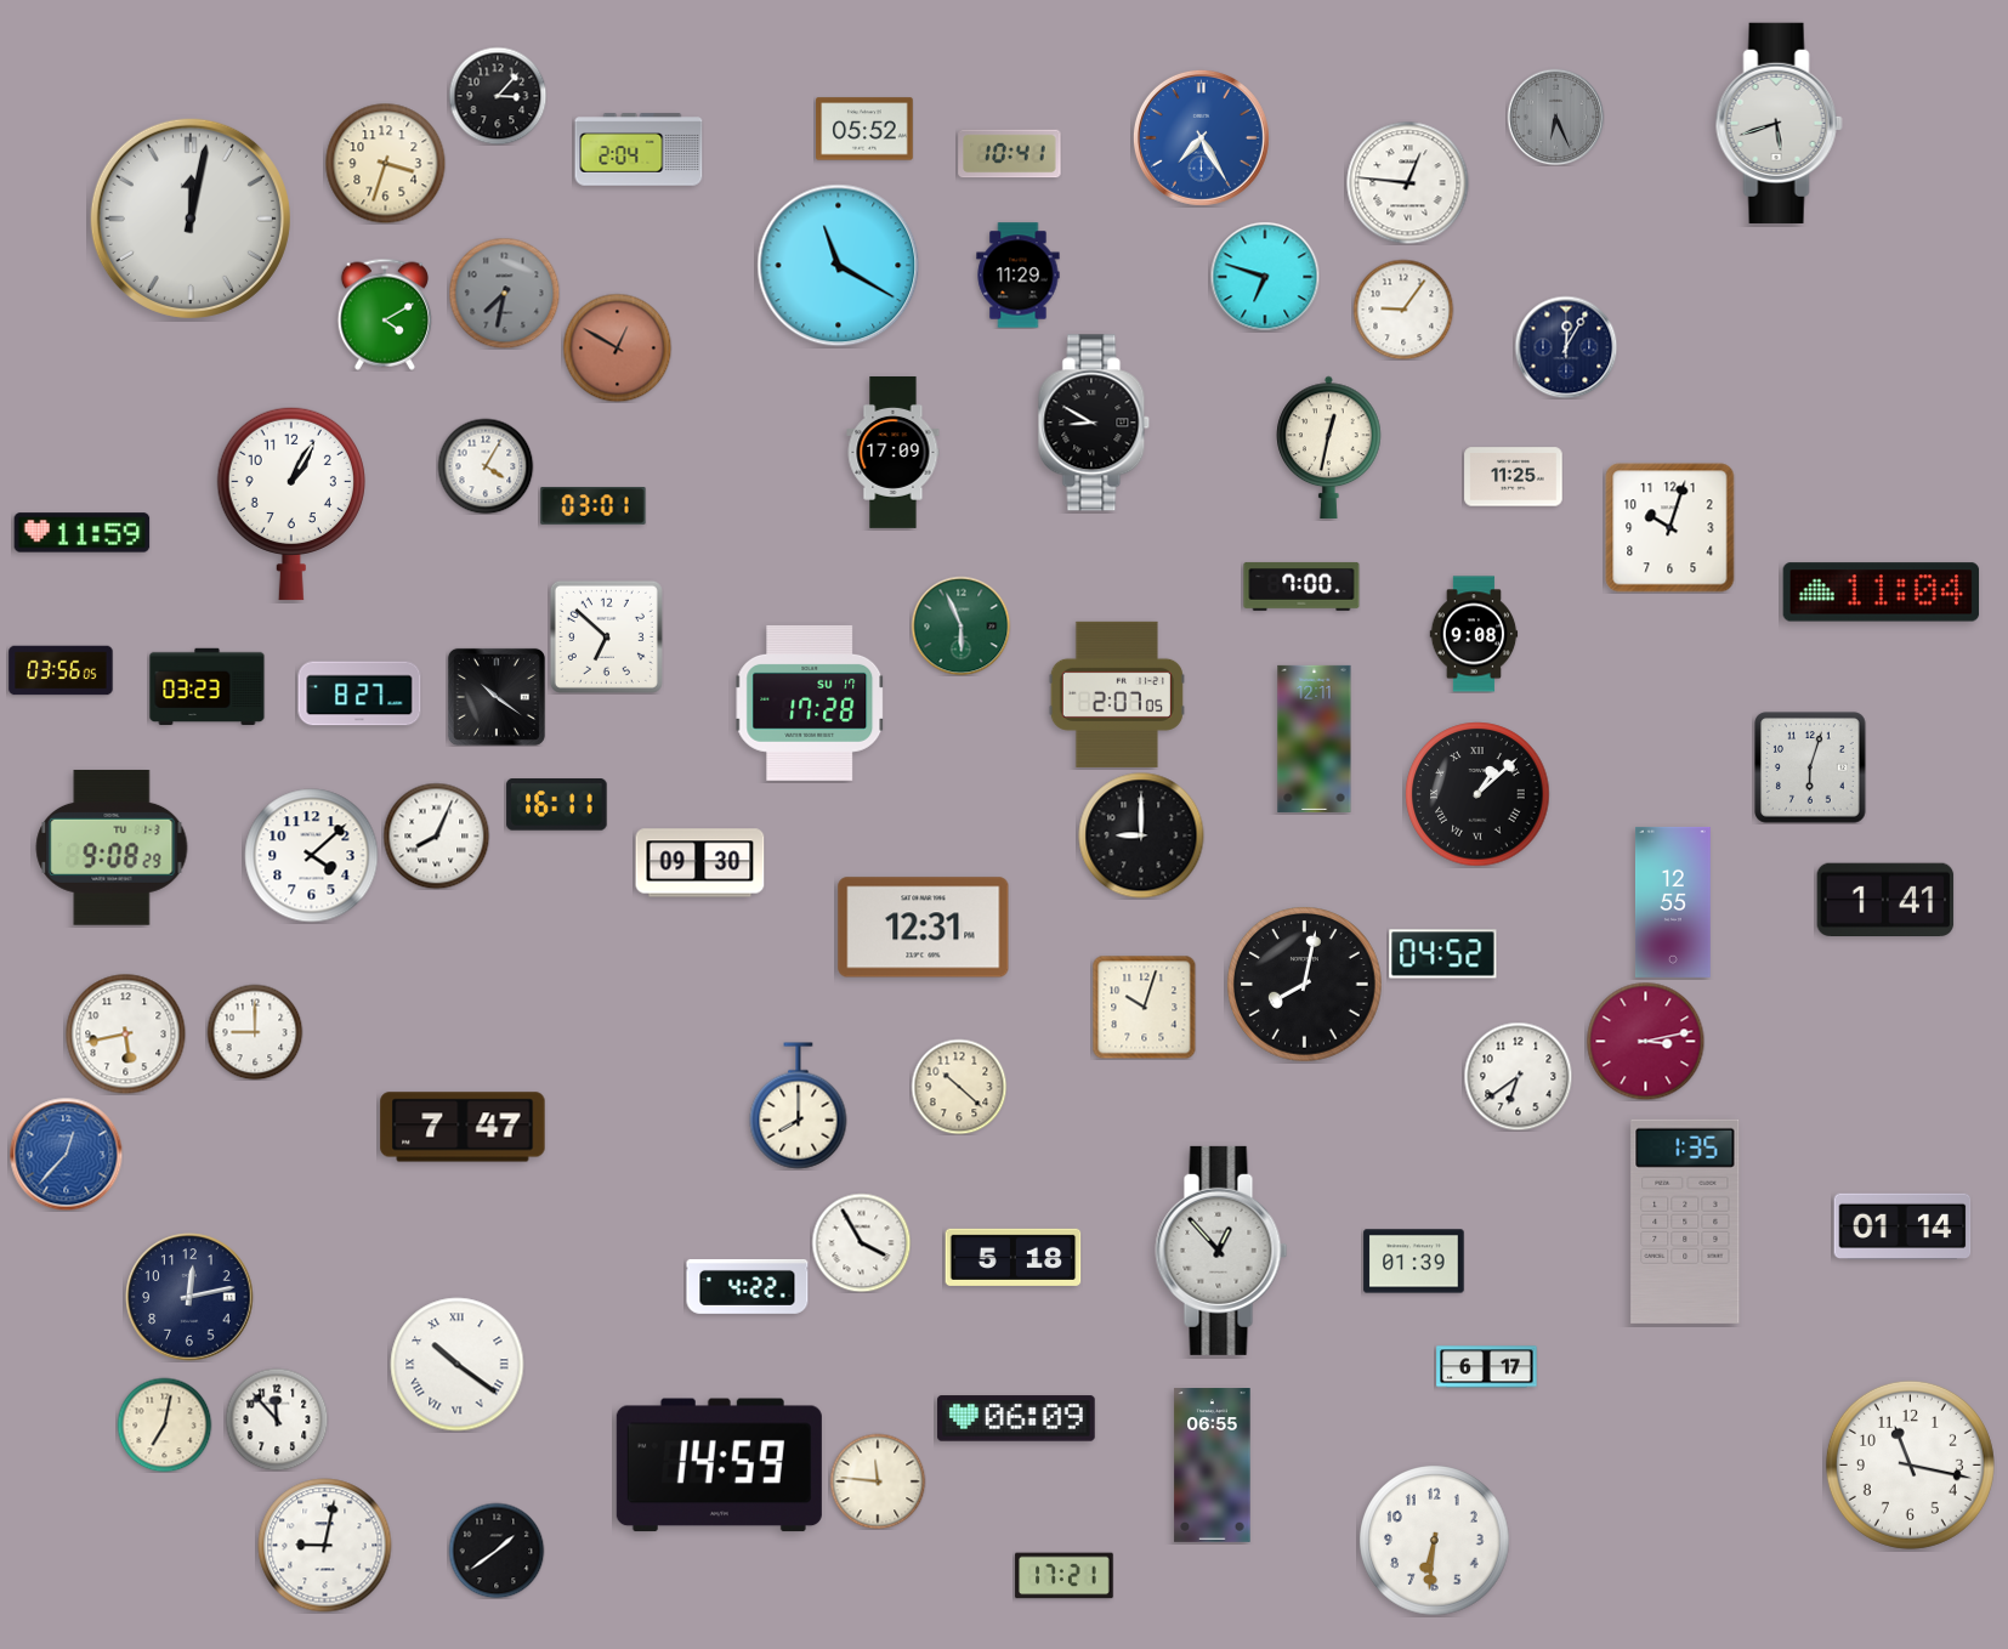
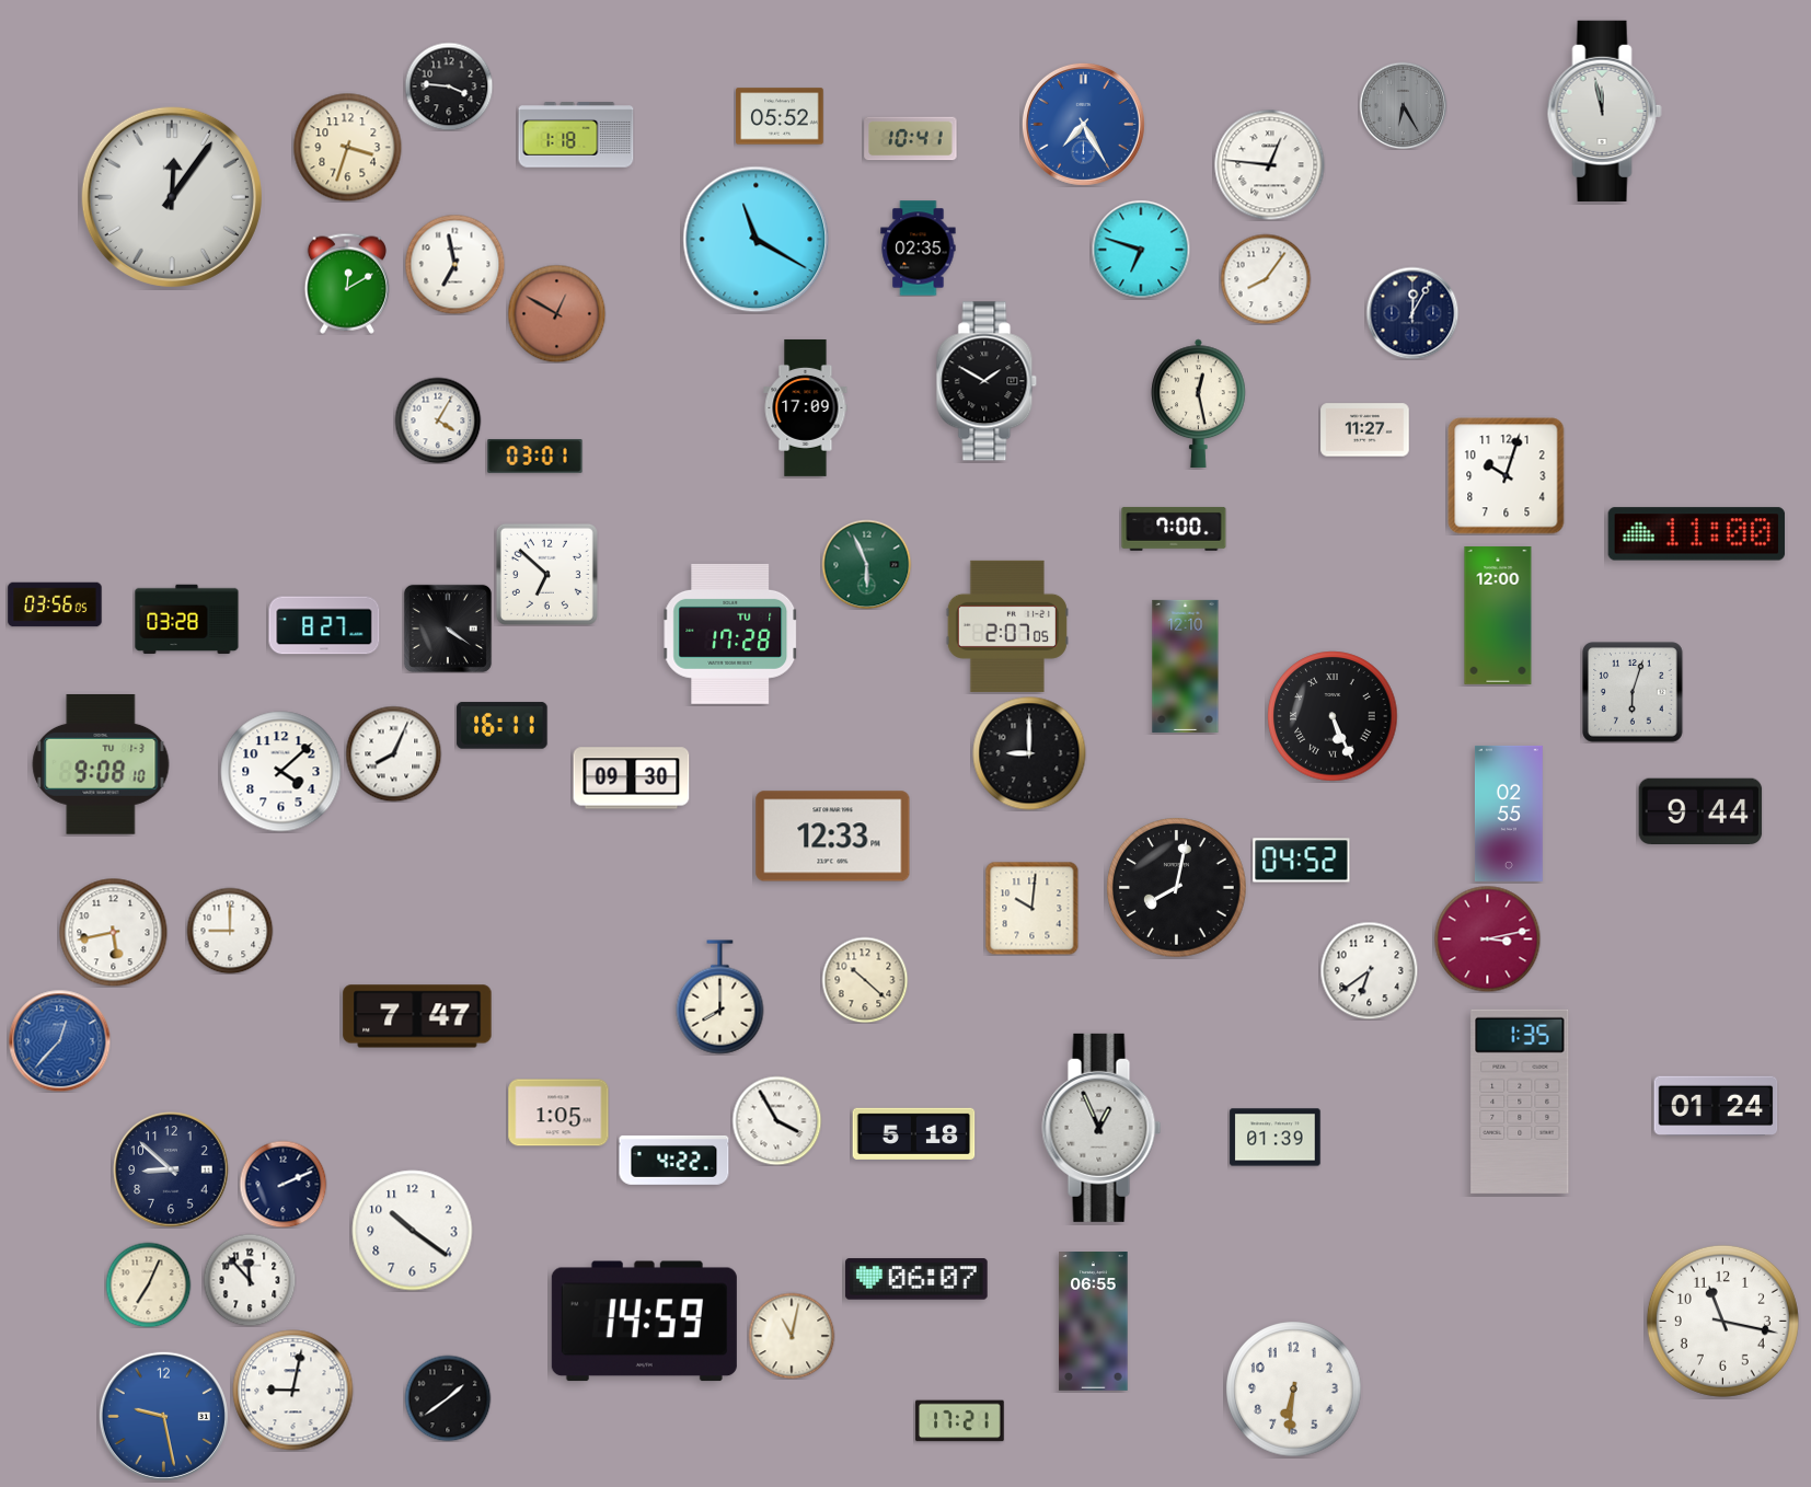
clock at (498, 96): 3:07 -> 3:46
clock at (1555, 117): 6:26 -> 6:25
clock at (1779, 123): 5:42 -> 11:58
clock at (639, 149): 2:04 -> 1:18
clock at (191, 219): 12:02 -> 12:06
clock at (1019, 276): 11:29 -> 02:35
clock at (504, 293): 7:32 -> 6:58
clock at (504, 293) dial: grey -> white
clock at (1403, 310): 9:06 -> 8:06
clock at (385, 314): 4:10 -> 12:10
clock at (1094, 423): 8:50 -> 1:50
clock at (1329, 447): 12:32 -> 12:28
clock at (1514, 477): 11:25 -> 11:27
clock at (291, 504): 1:05 -> none
clock at (83, 533): 11:59 -> none
clock at (1882, 593): 11:04 -> 11:00
clock at (1474, 634): 9:08 -> none
clock at (1498, 615): none -> 12:00
clock at (208, 687): 03:23 -> 03:28
clock at (497, 697): 10:21 -> 4:21
clock at (810, 703) date: SU 17 -> TU 1
clock at (1315, 738): 12:11 -> 12:10
clock at (1477, 794): 1:08 -> 5:26
clock at (112, 848): 9:08:29 -> 9:08:10
clock at (1885, 899): 1:41 -> 9:44
clock at (1673, 902): 12:55 -> 02:55
clock at (924, 928): 12:31 -> 12:33
clock at (1144, 1008): 10:03 -> 10:01
clock at (1645, 1041) position: (1645, 1041) -> (1487, 938)
clock at (1902, 1225): 01:14 -> 01:24
clock at (558, 1113): none -> 1:05
clock at (1221, 1251): 12:53 -> 12:56
clock at (189, 1297): 12:13 -> 8:52
clock at (282, 1184): none -> 2:11
clock at (458, 1365) numerals: Roman -> Arabic
clock at (1487, 1367): 6:17 -> none
clock at (1016, 1418): 06:09 -> 06:07
clock at (164, 1424): 7:02 -> 7:04
clock at (719, 1466) position: (719, 1466) -> (644, 1322)
clock at (878, 1481): 11:46 -> 11:02
clock at (325, 1546) position: (325, 1546) -> (293, 1391)
clock at (163, 1416): none -> 9:28
